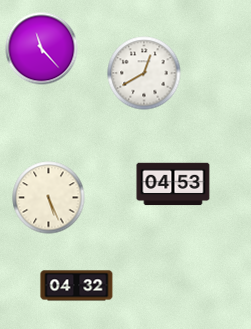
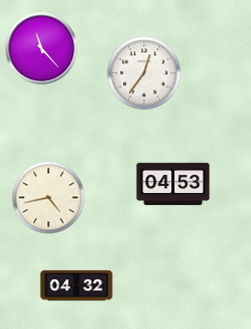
clock at (144, 73): 12:40 -> 12:36
clock at (49, 198): 5:26 -> 4:43
